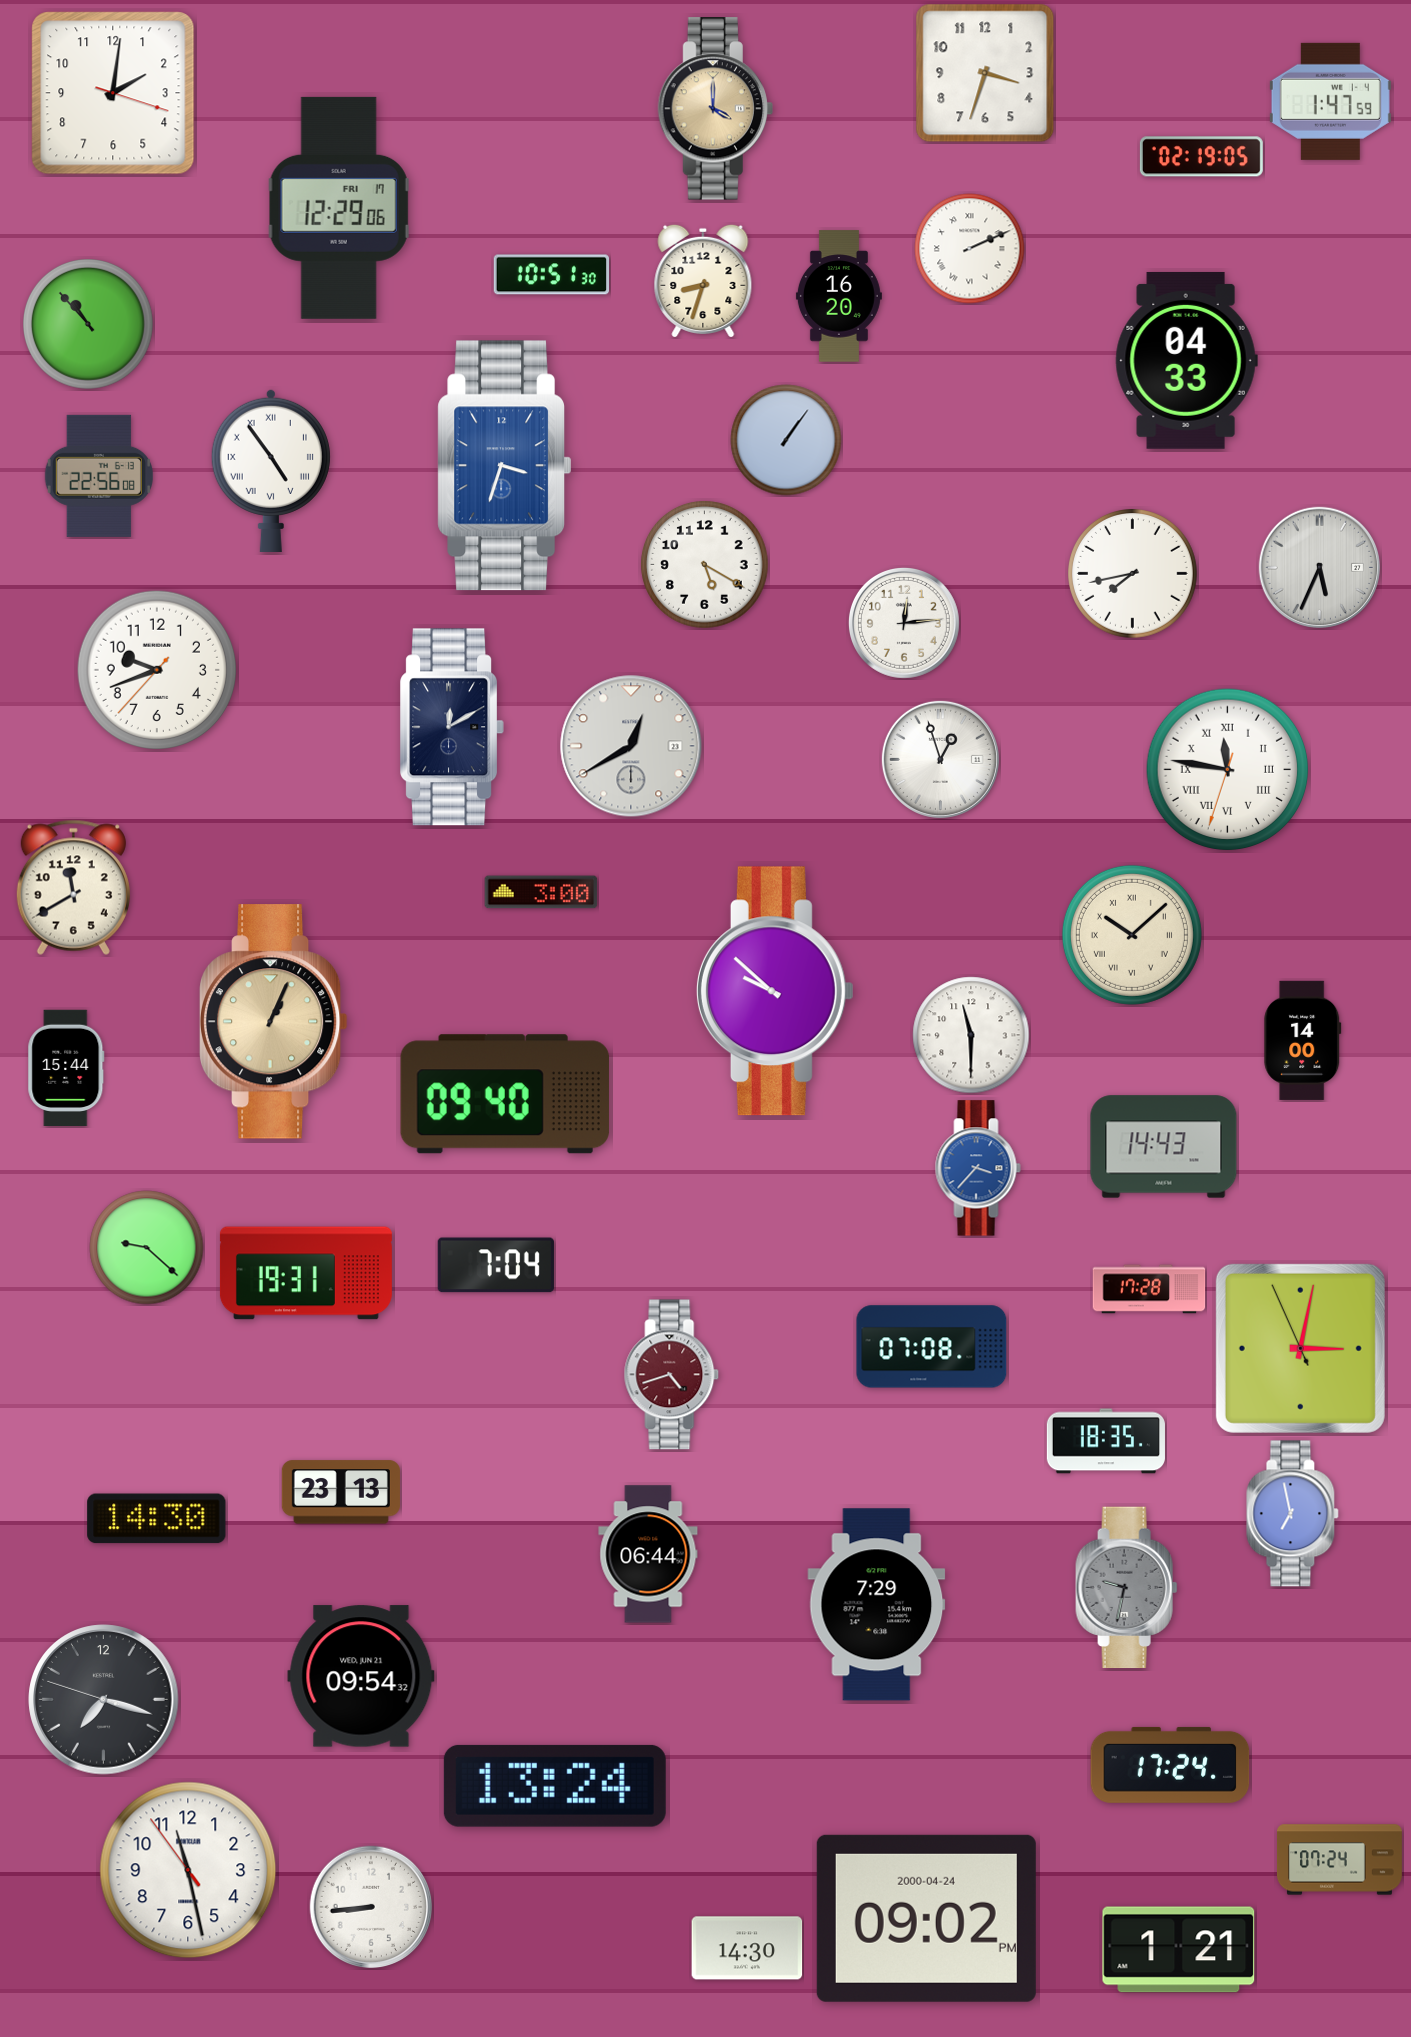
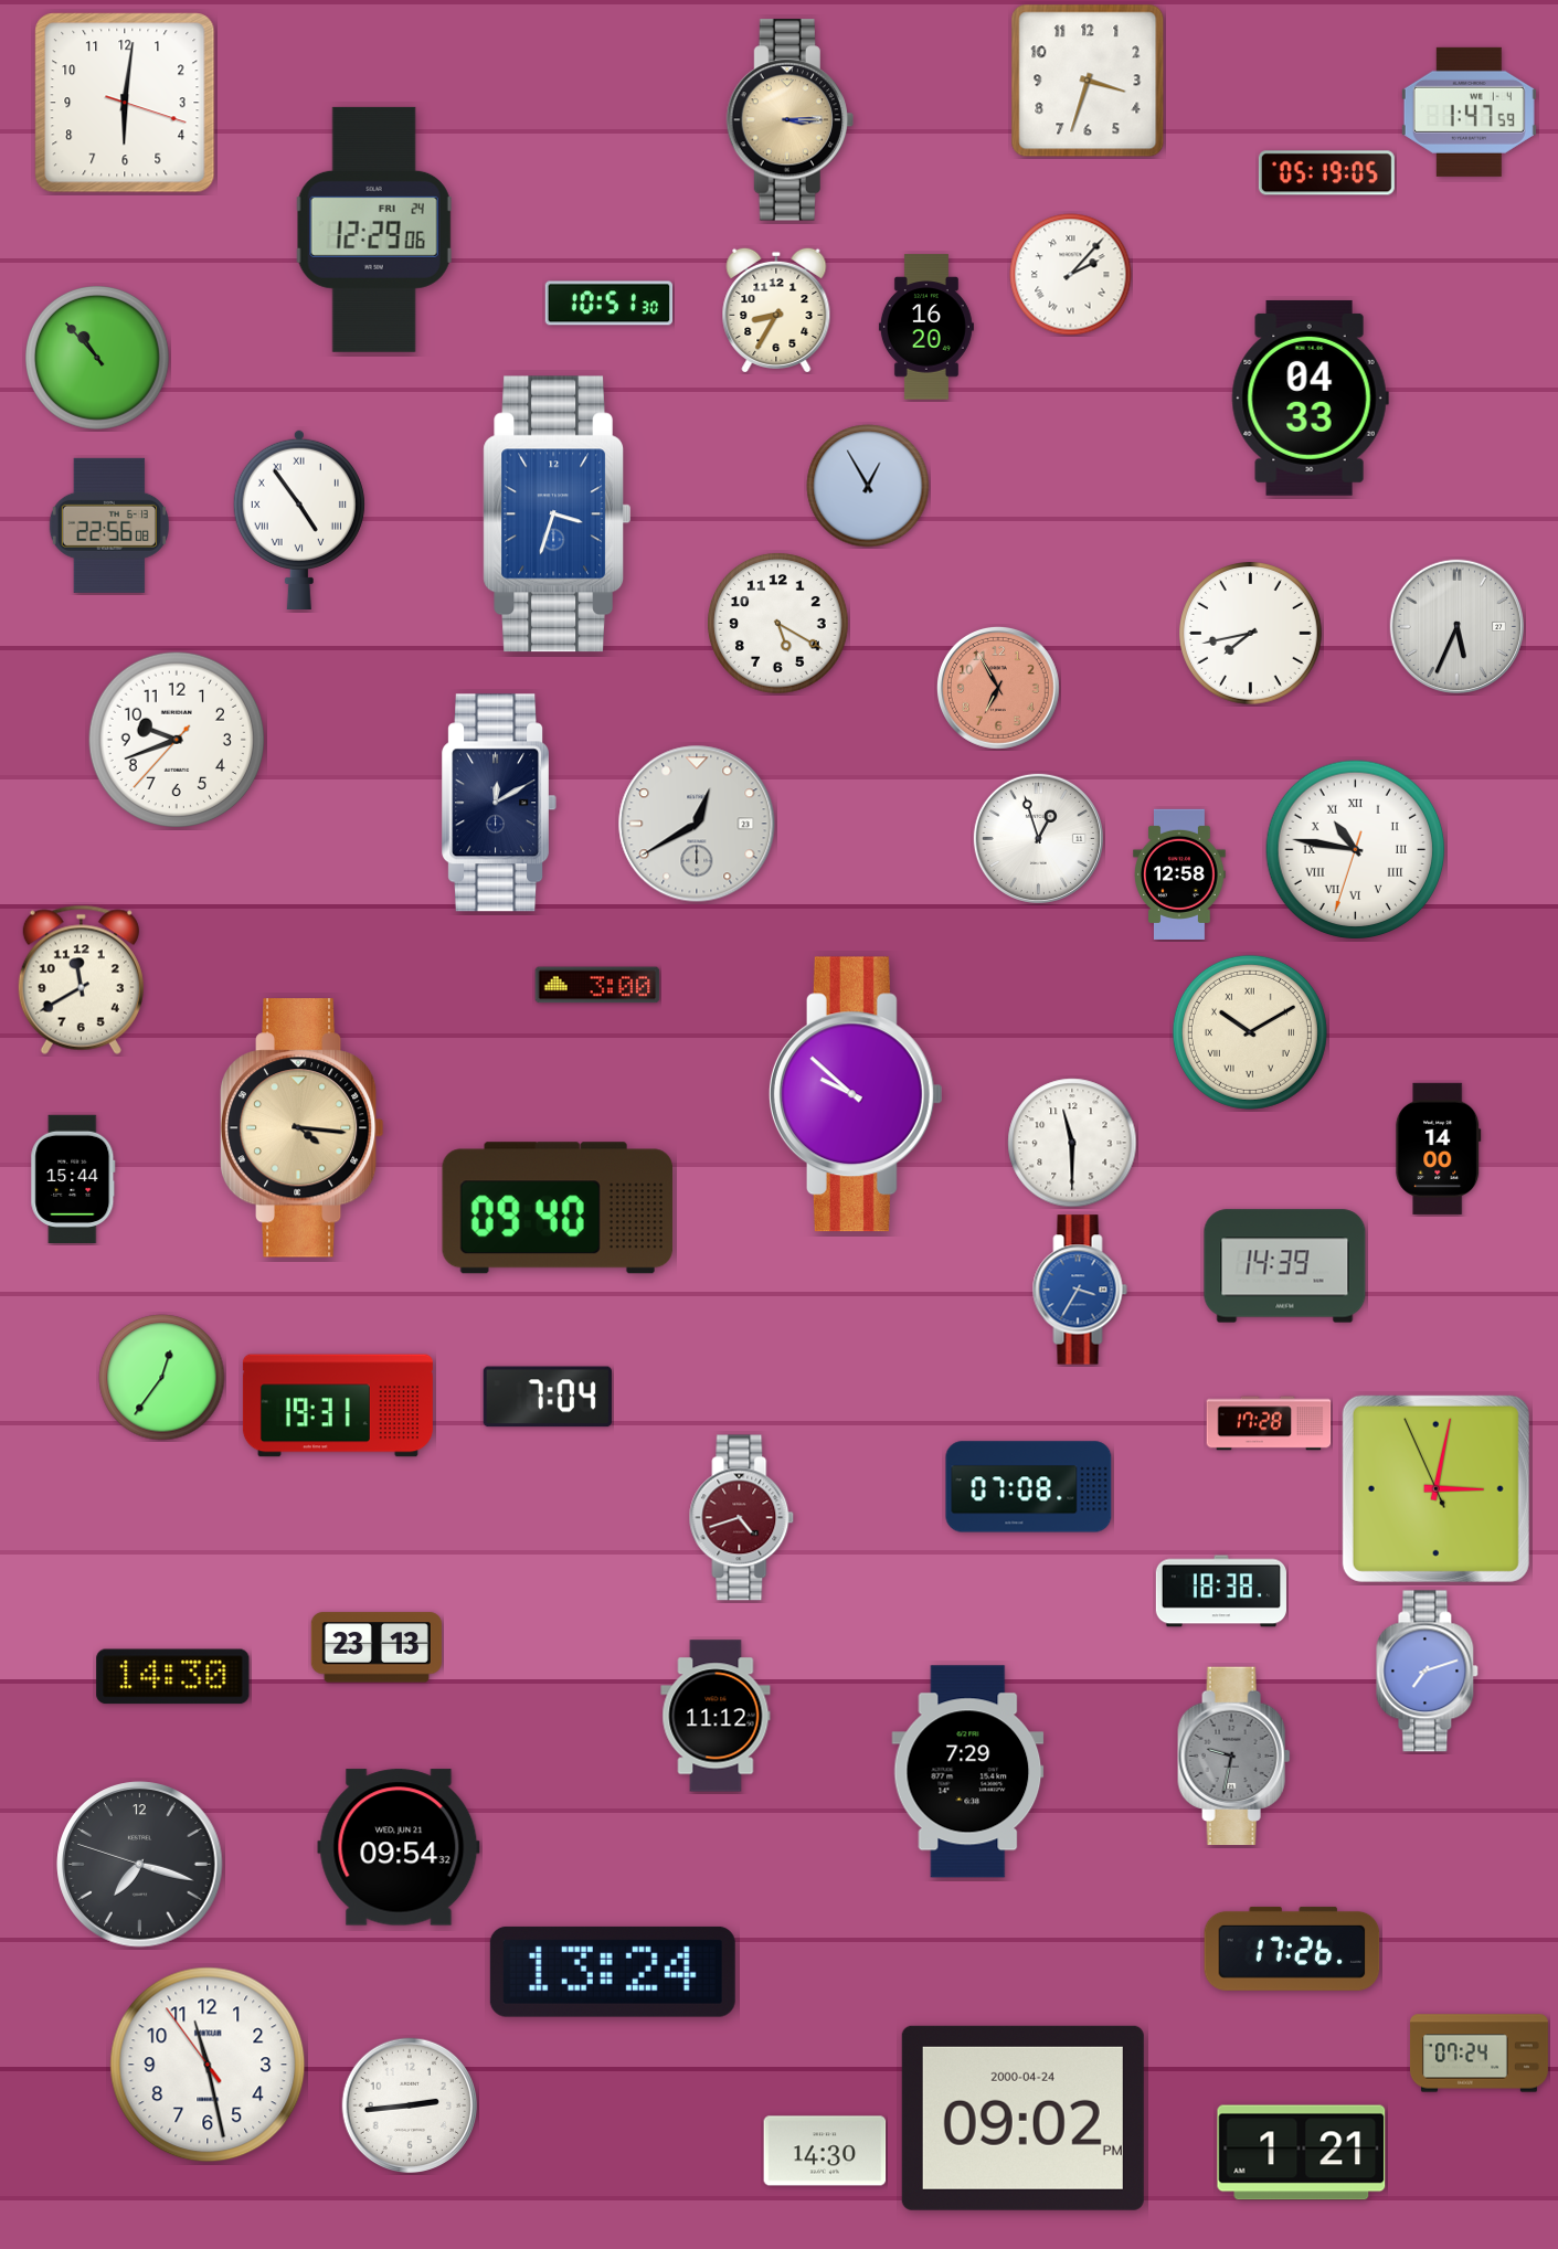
clock at (113, 93): 2:01 -> 6:01
clock at (715, 109): 4:00 -> 3:15
clock at (1201, 157): 02:19 -> 05:19
clock at (339, 208) date: FRI 17 -> FRI 24
clock at (970, 249): 2:11 -> 2:07
clock at (703, 281): 8:33 -> 8:35
clock at (786, 440): 1:06 -> 12:55
clock at (904, 623): 12:14 -> 6:55
clock at (904, 623) dial: white -> salmon
clock at (156, 669) position: (156, 669) -> (176, 739)
clock at (1228, 770): 11:46 -> 10:46
clock at (1180, 874): none -> 12:58
clock at (1132, 935): 10:08 -> 10:10
clock at (273, 1022): 1:04 -> 4:16
clock at (1164, 1147): 14:43 -> 14:39
clock at (978, 1168): 3:37 -> 3:35
clock at (147, 1248): 9:22 -> 12:36
clock at (1106, 1441): 18:35 -> 18:38
clock at (1293, 1514): 6:58 -> 7:12
clock at (648, 1554): 06:44 -> 11:12
clock at (1127, 1588) position: (1127, 1588) -> (1234, 1757)
clock at (361, 1676) position: (361, 1676) -> (399, 1847)
clock at (104, 1700) position: (104, 1700) -> (140, 1865)
clock at (1170, 1765): 17:24 -> 17:26
clock at (371, 1907): 8:44 -> 2:44
